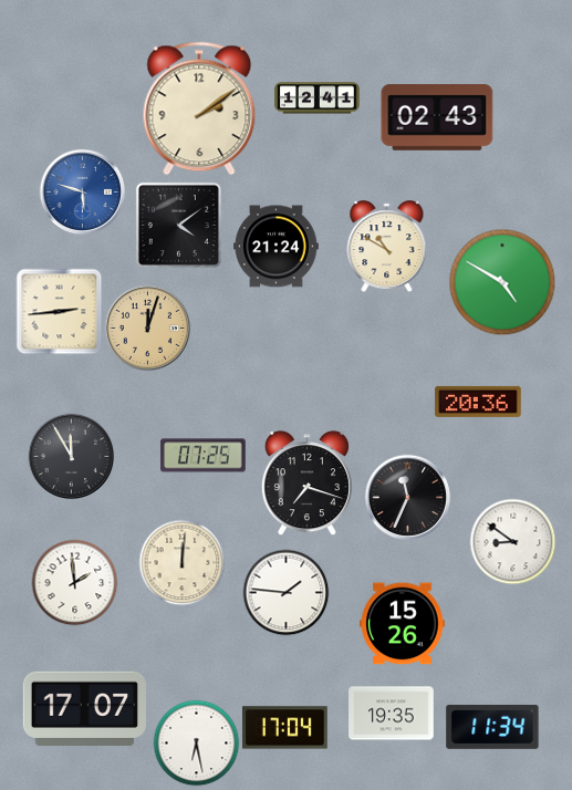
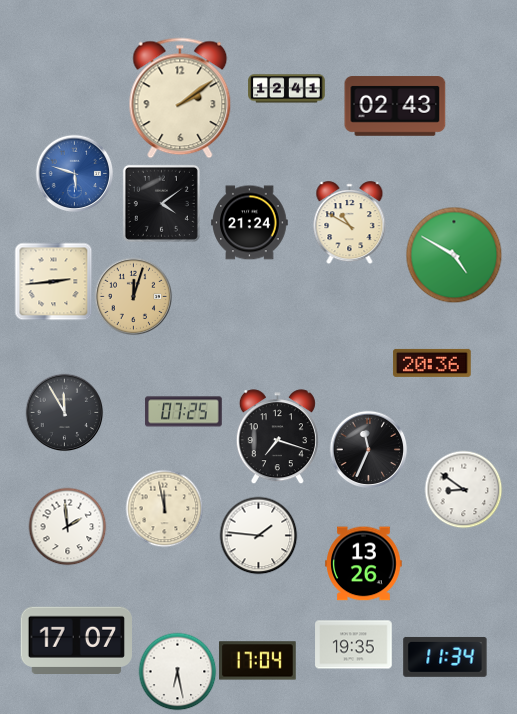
clock at (181, 562): 12:01 -> 11:58
clock at (403, 624): 15:26 -> 13:26
clock at (285, 728) position: (285, 728) -> (258, 661)
